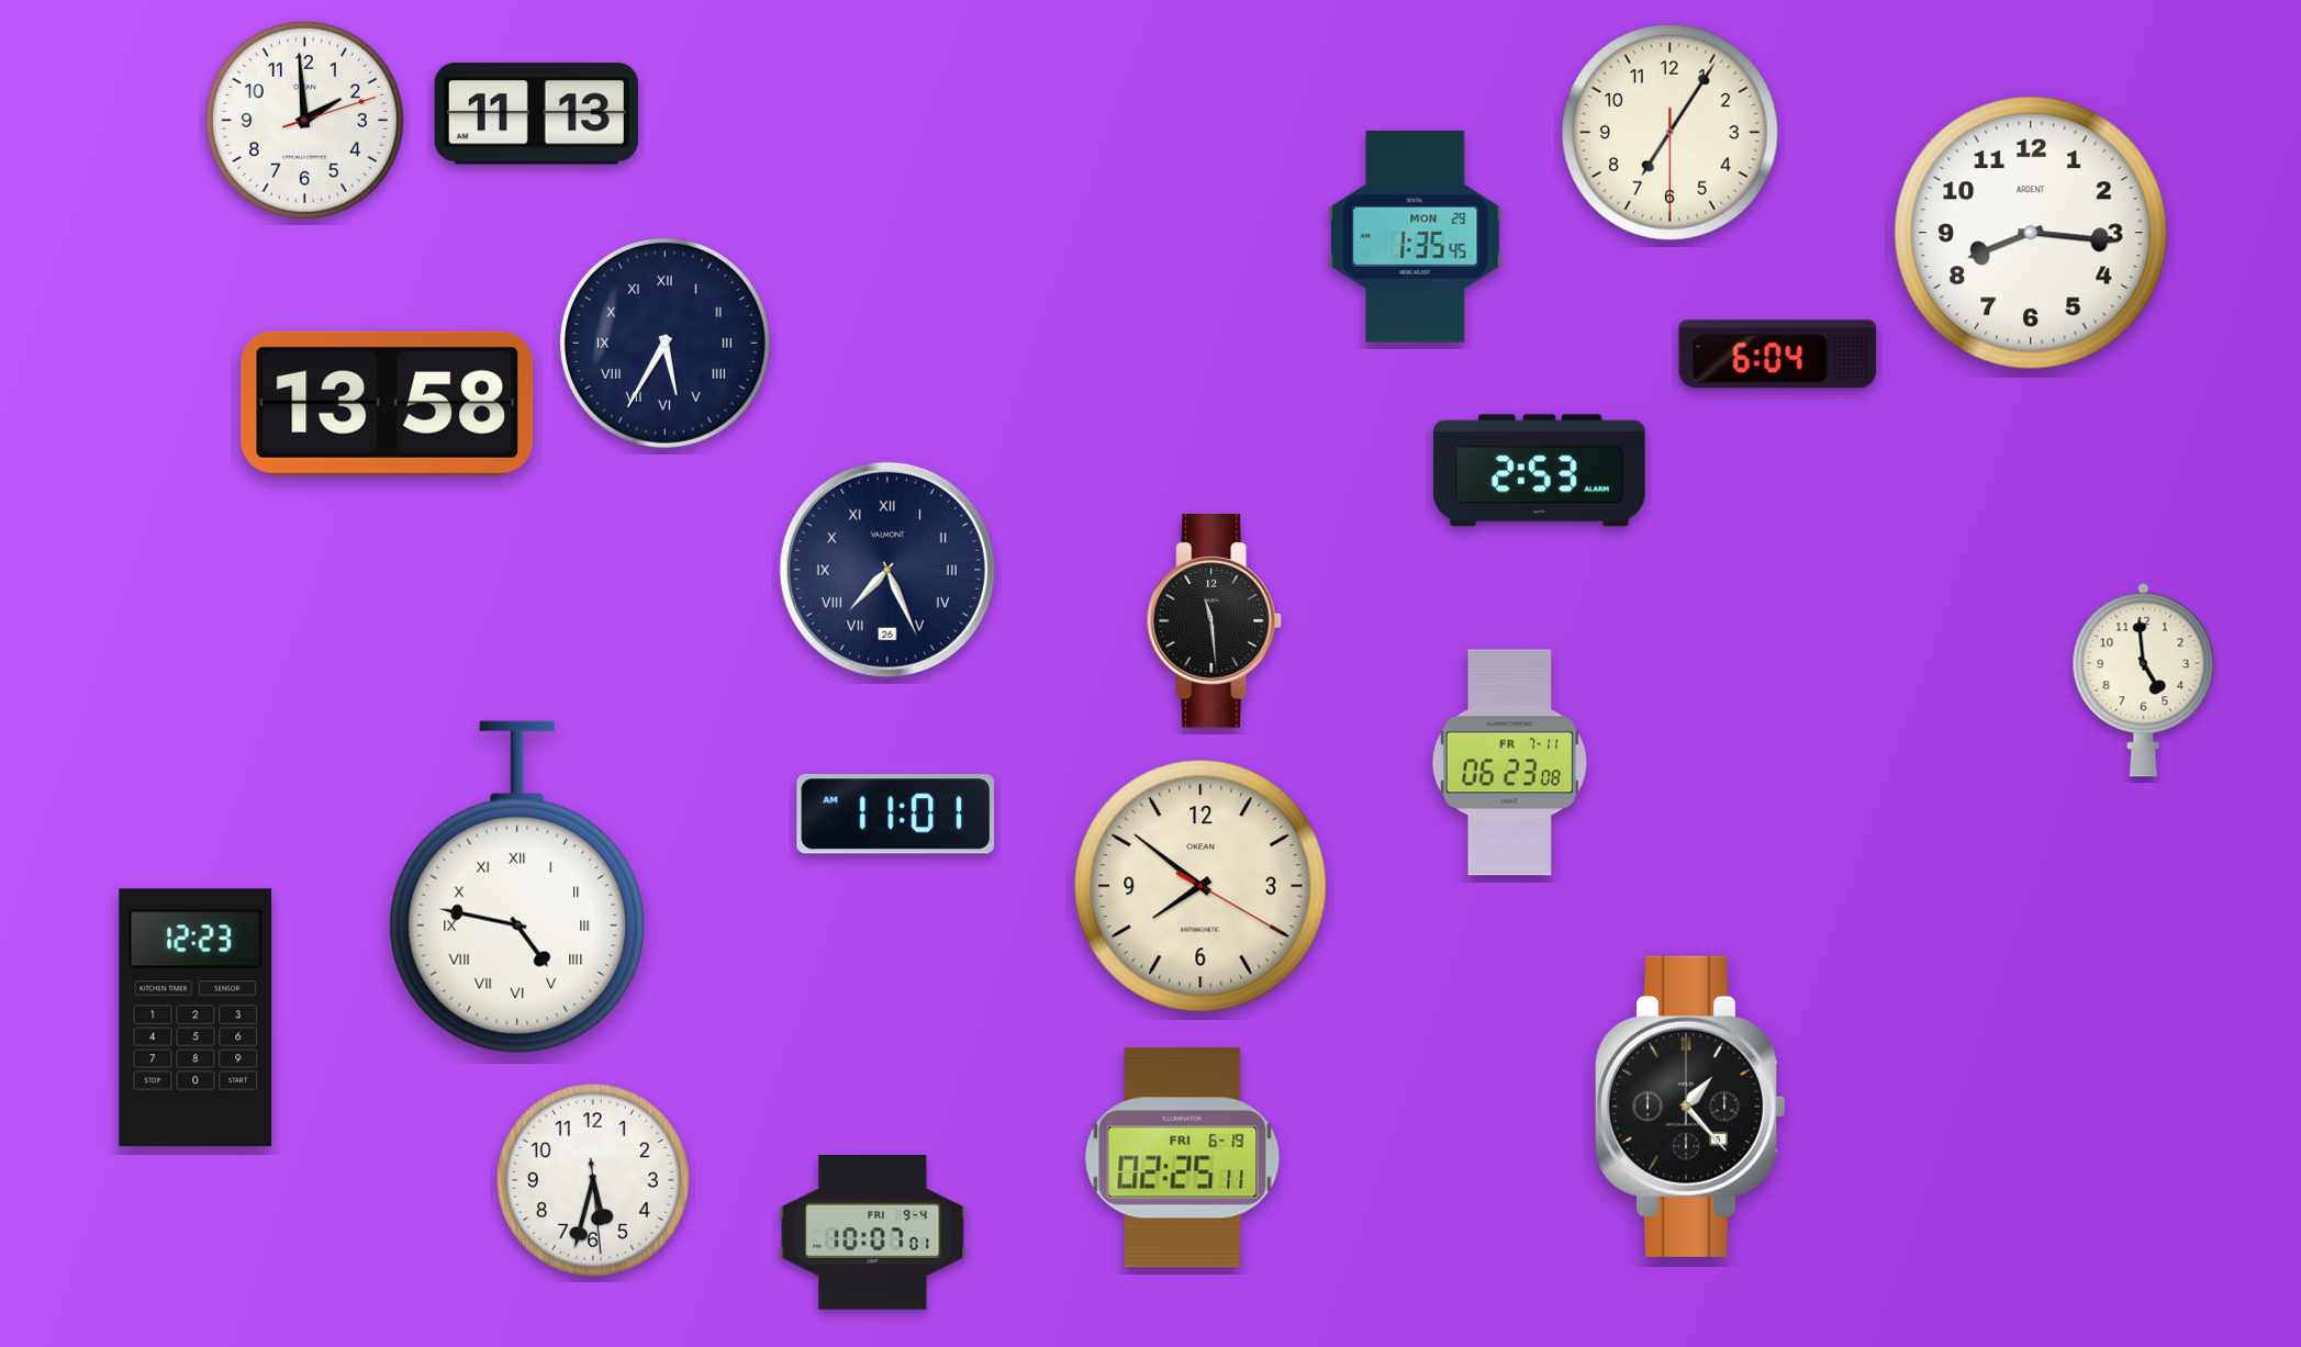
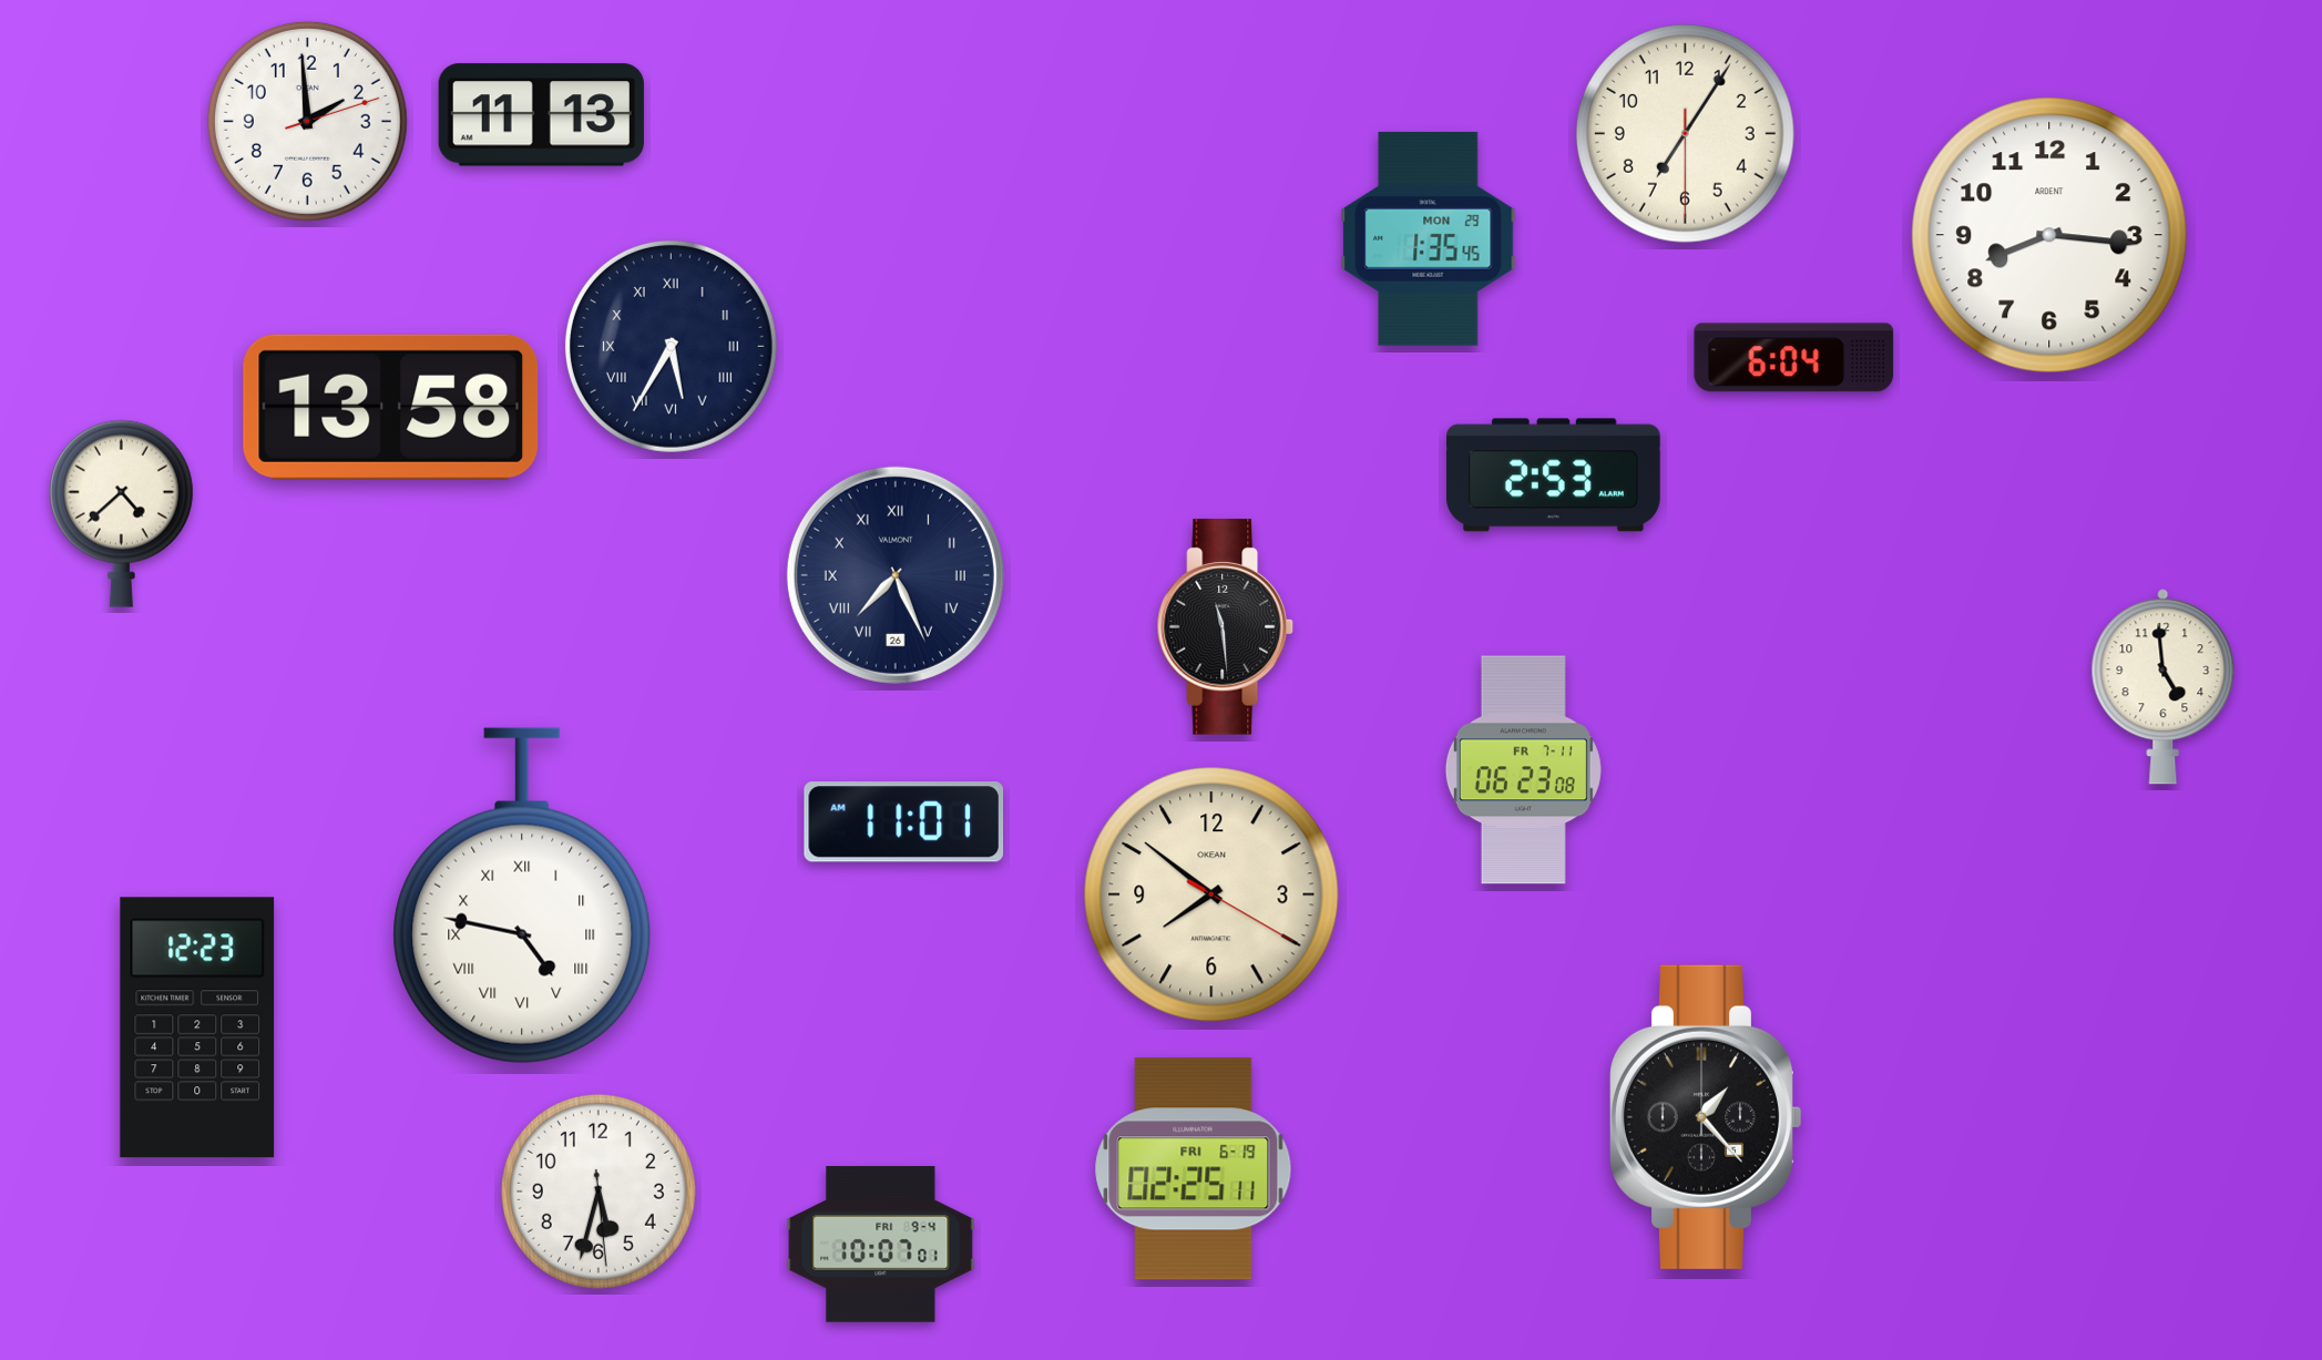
clock at (121, 513): none -> 4:38
